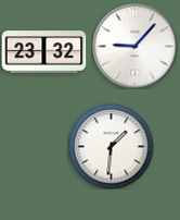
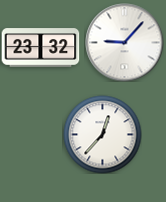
clock at (111, 146): 1:31 -> 12:37
